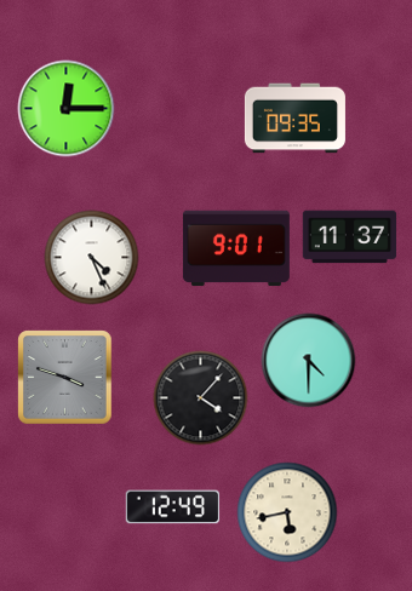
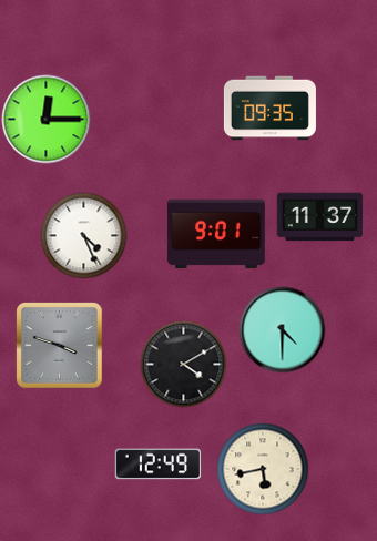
clock at (65, 108) position: (65, 108) -> (45, 119)
clock at (236, 248) position: (236, 248) -> (216, 234)
clock at (200, 397): 4:07 -> 4:10
